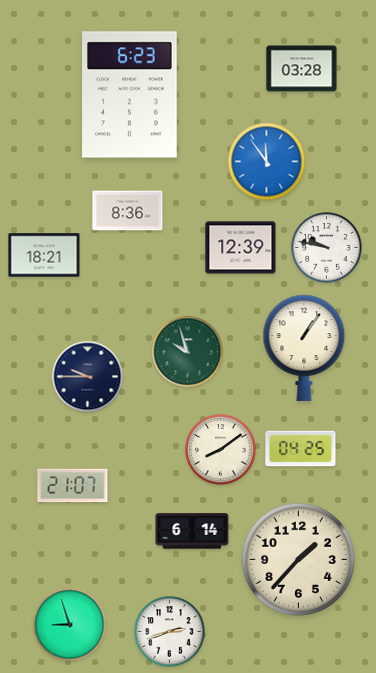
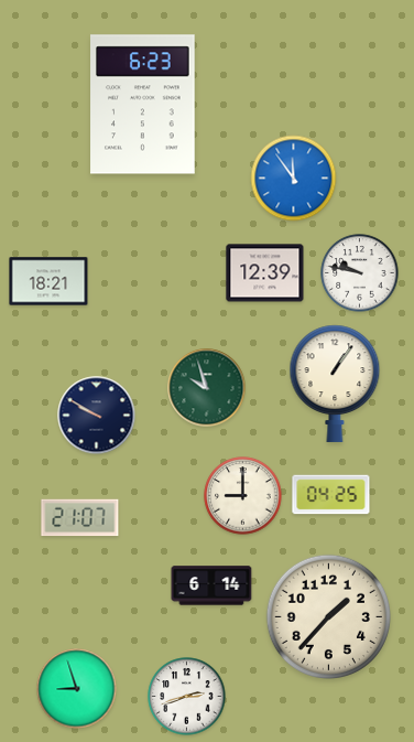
clock at (302, 69): 03:28 -> none
clock at (128, 211): 8:36 -> none
clock at (88, 377): 9:45 -> 9:50
clock at (221, 450): 8:09 -> 9:00
clock at (73, 486) position: (73, 486) -> (80, 518)
